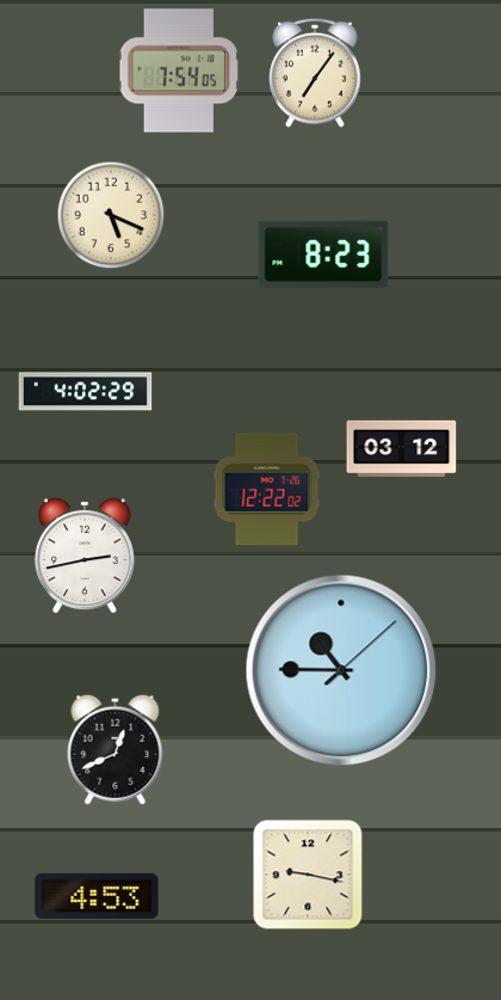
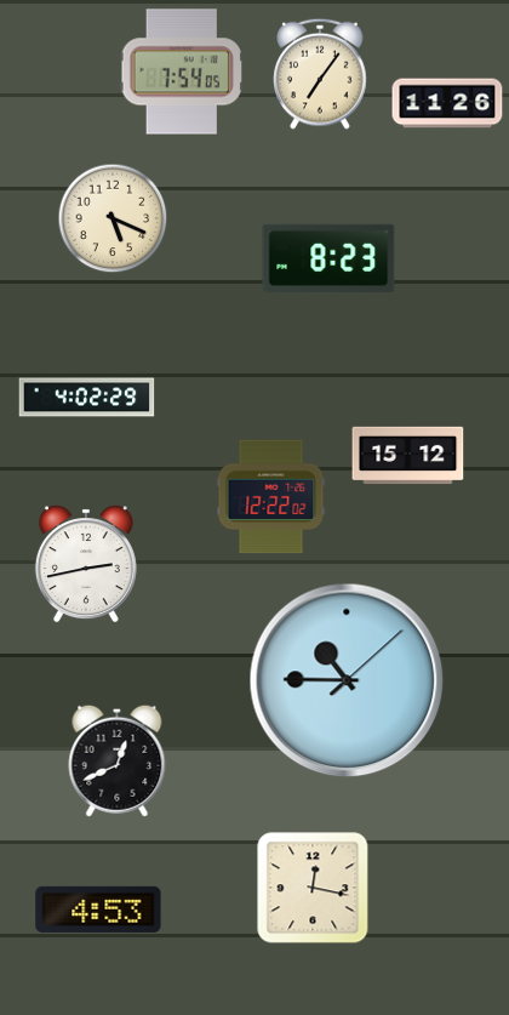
clock at (447, 103): none -> 11:26
clock at (402, 449): 03:12 -> 15:12
clock at (308, 875): 9:17 -> 12:17
